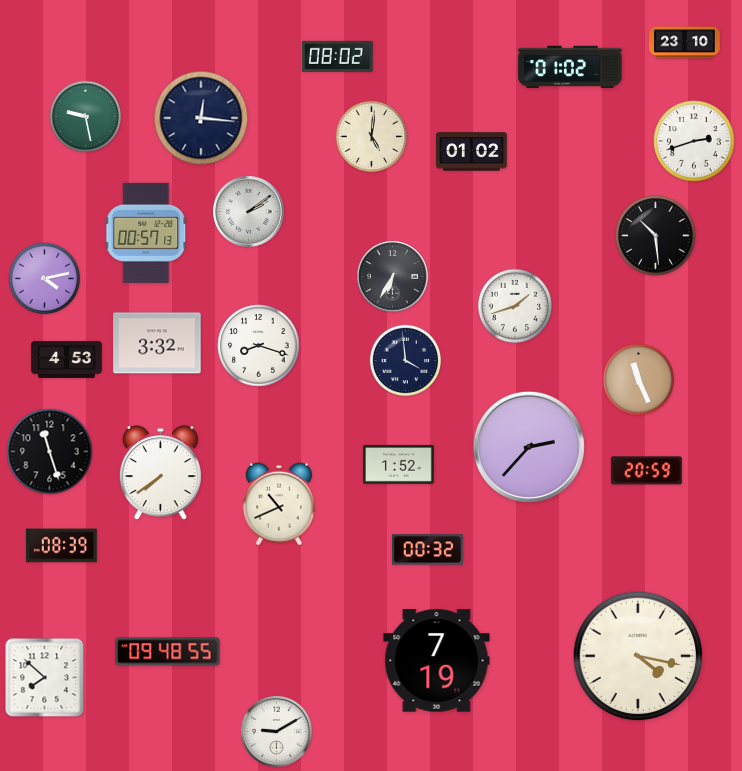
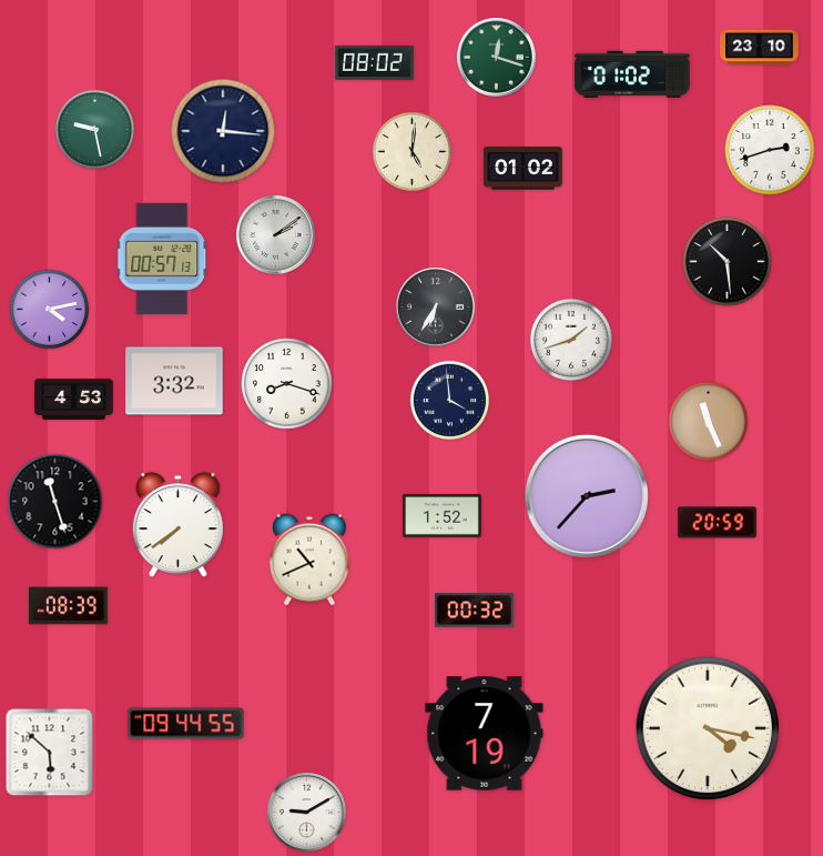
clock at (497, 58): none -> 12:18
clock at (694, 141) position: (694, 141) -> (770, 150)
clock at (168, 652): 09:48 -> 09:44
clock at (45, 678): 7:52 -> 5:52
